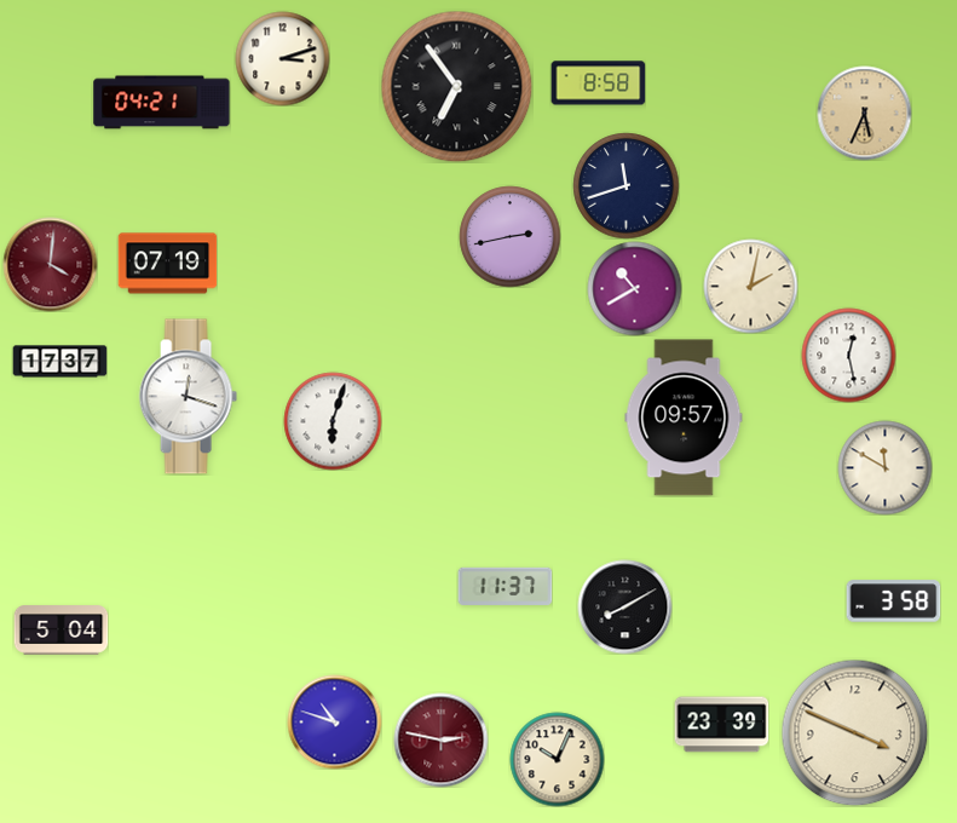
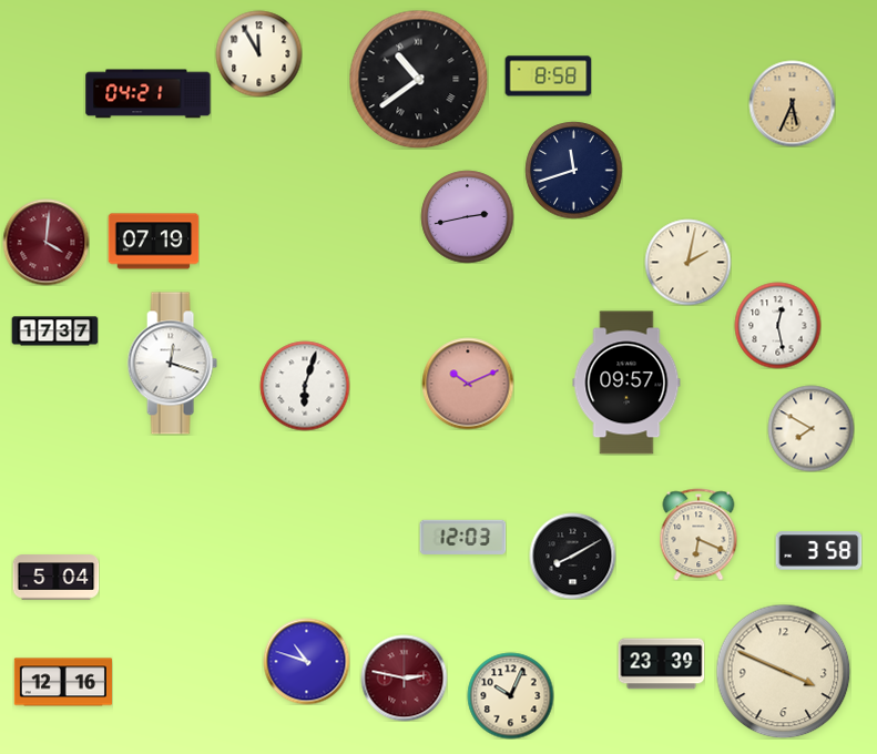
clock at (282, 58): 3:12 -> 11:55
clock at (456, 86): 6:54 -> 10:39
clock at (634, 288): 10:40 -> none
clock at (468, 384): none -> 10:11
clock at (884, 467): 11:50 -> 7:50
clock at (698, 534): none -> 6:19
clock at (505, 586): 11:37 -> 12:03
clock at (62, 682): none -> 12:16
